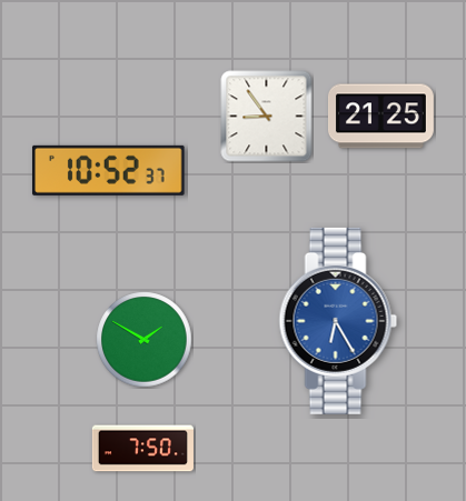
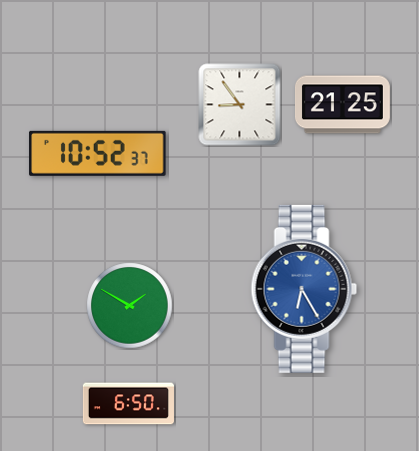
clock at (142, 449): 7:50 -> 6:50
